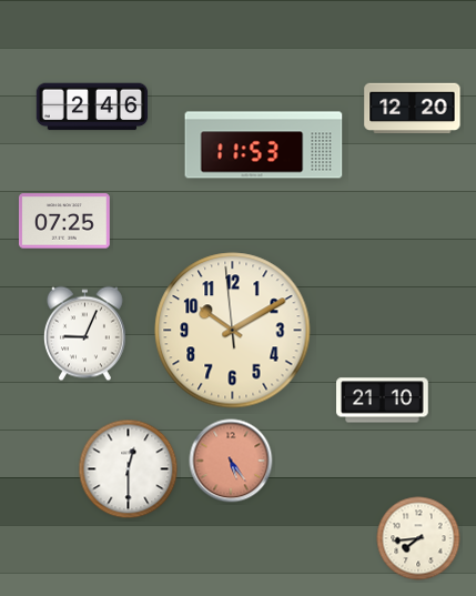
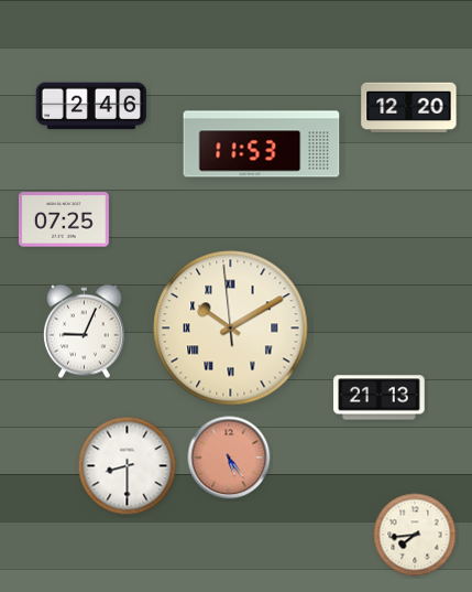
clock at (233, 331) numerals: Arabic -> Roman
clock at (383, 401): 21:10 -> 21:13
clock at (129, 469): 12:30 -> 8:30
